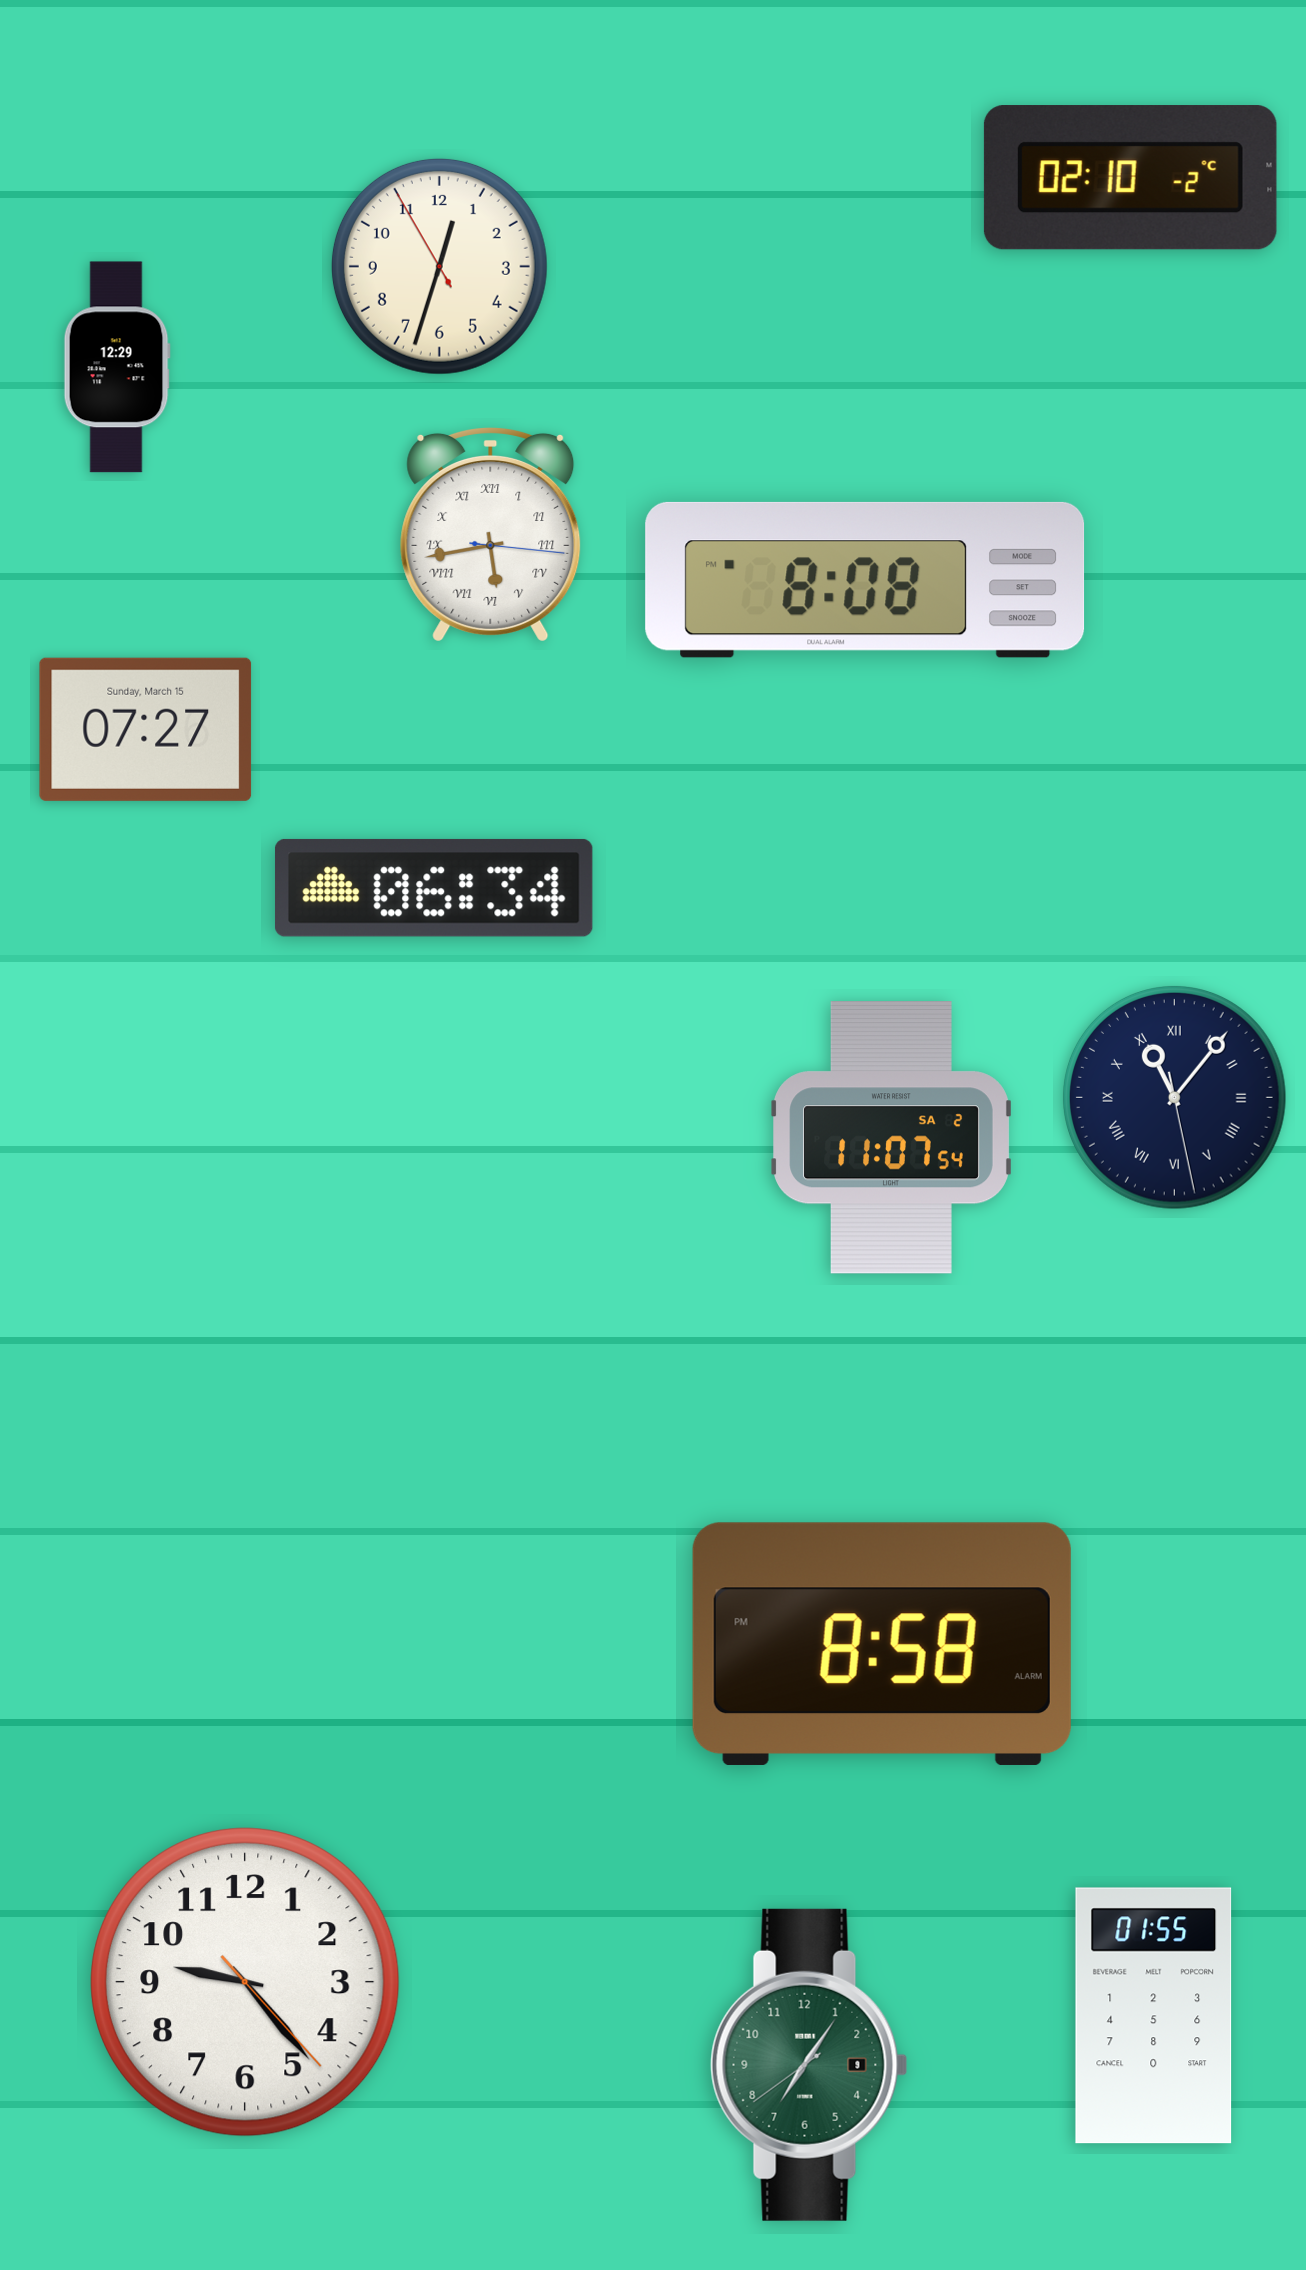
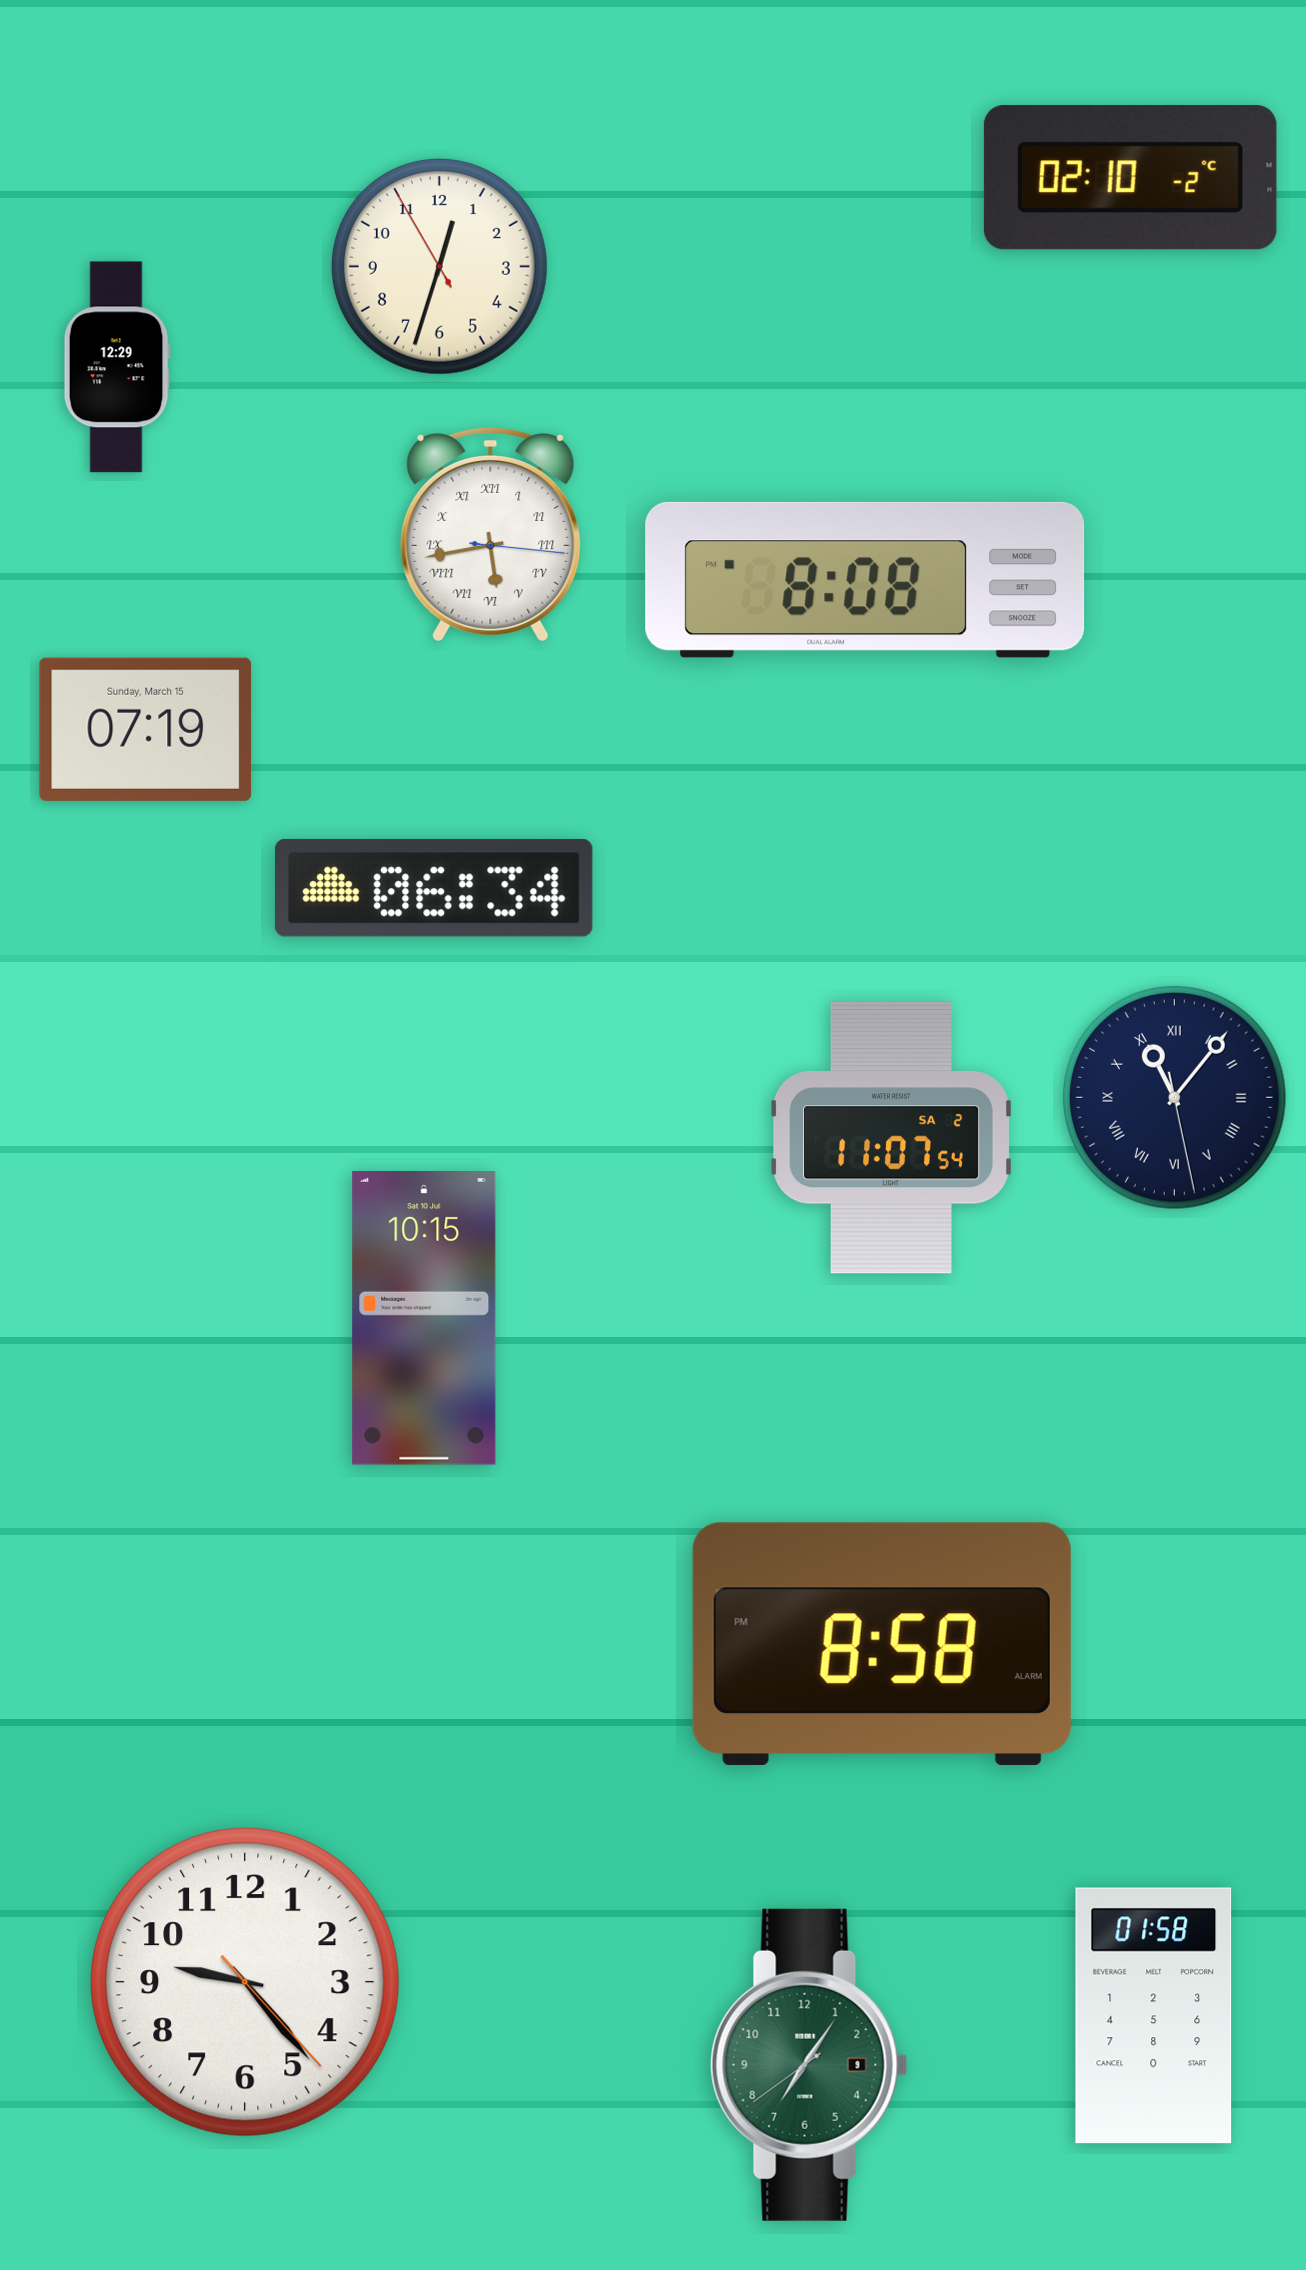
clock at (146, 729): 07:27 -> 07:19
clock at (424, 1319): none -> 10:15
clock at (1154, 2016): 01:55 -> 01:58
